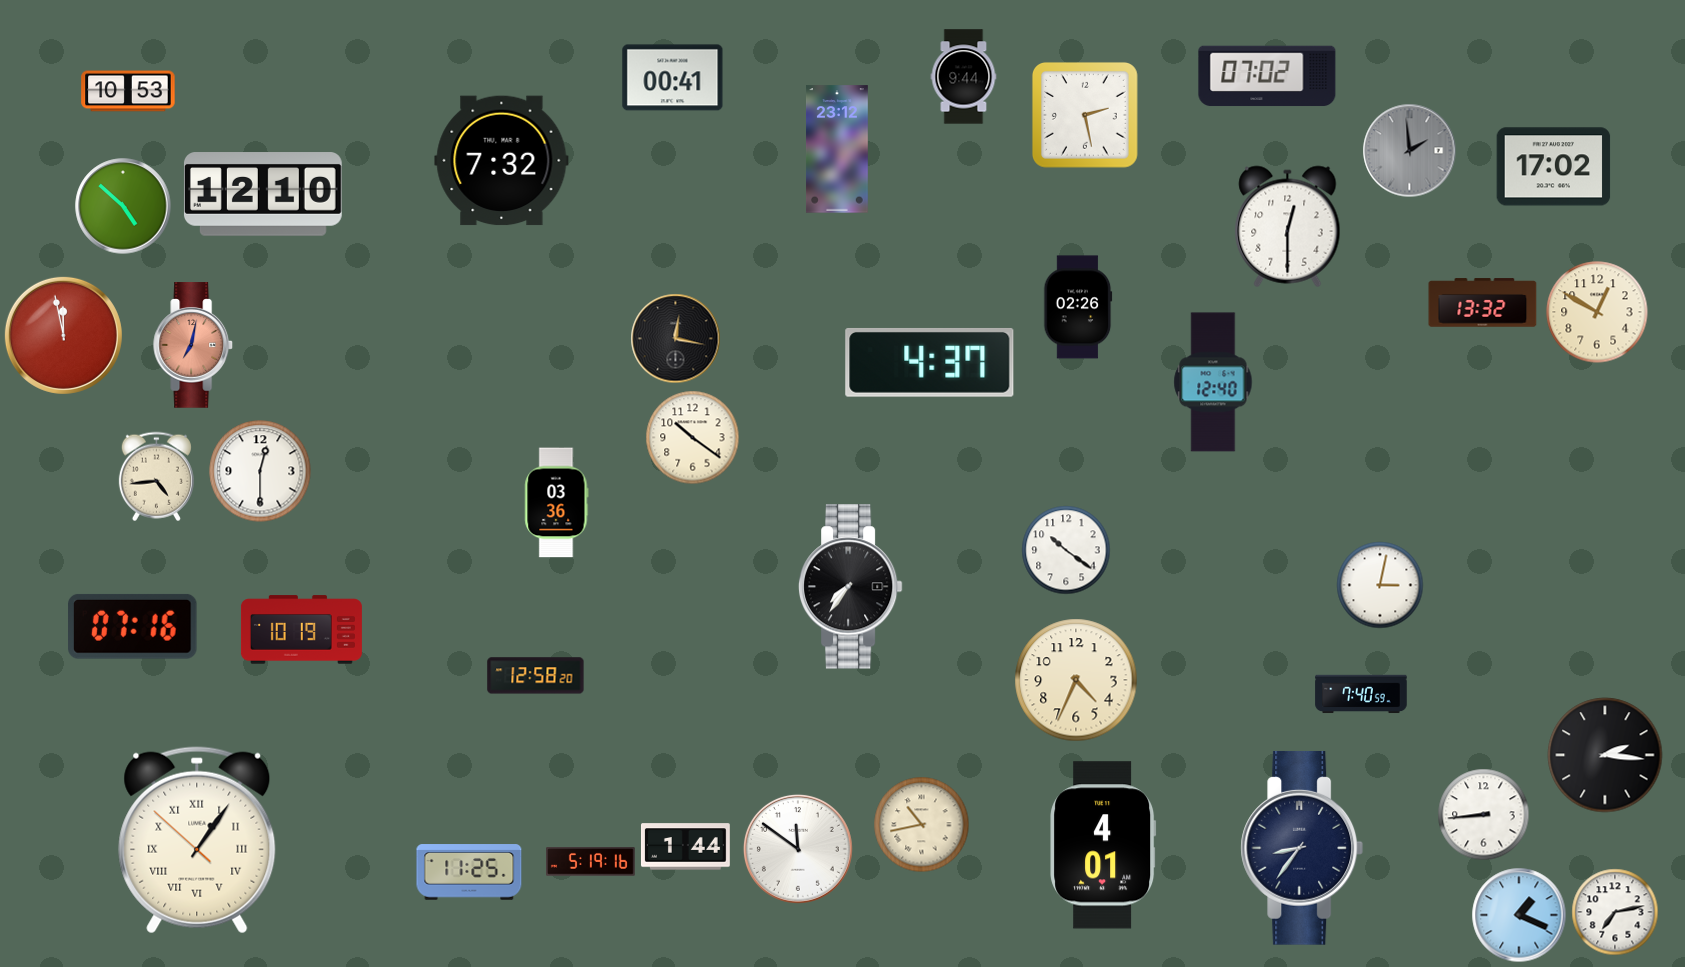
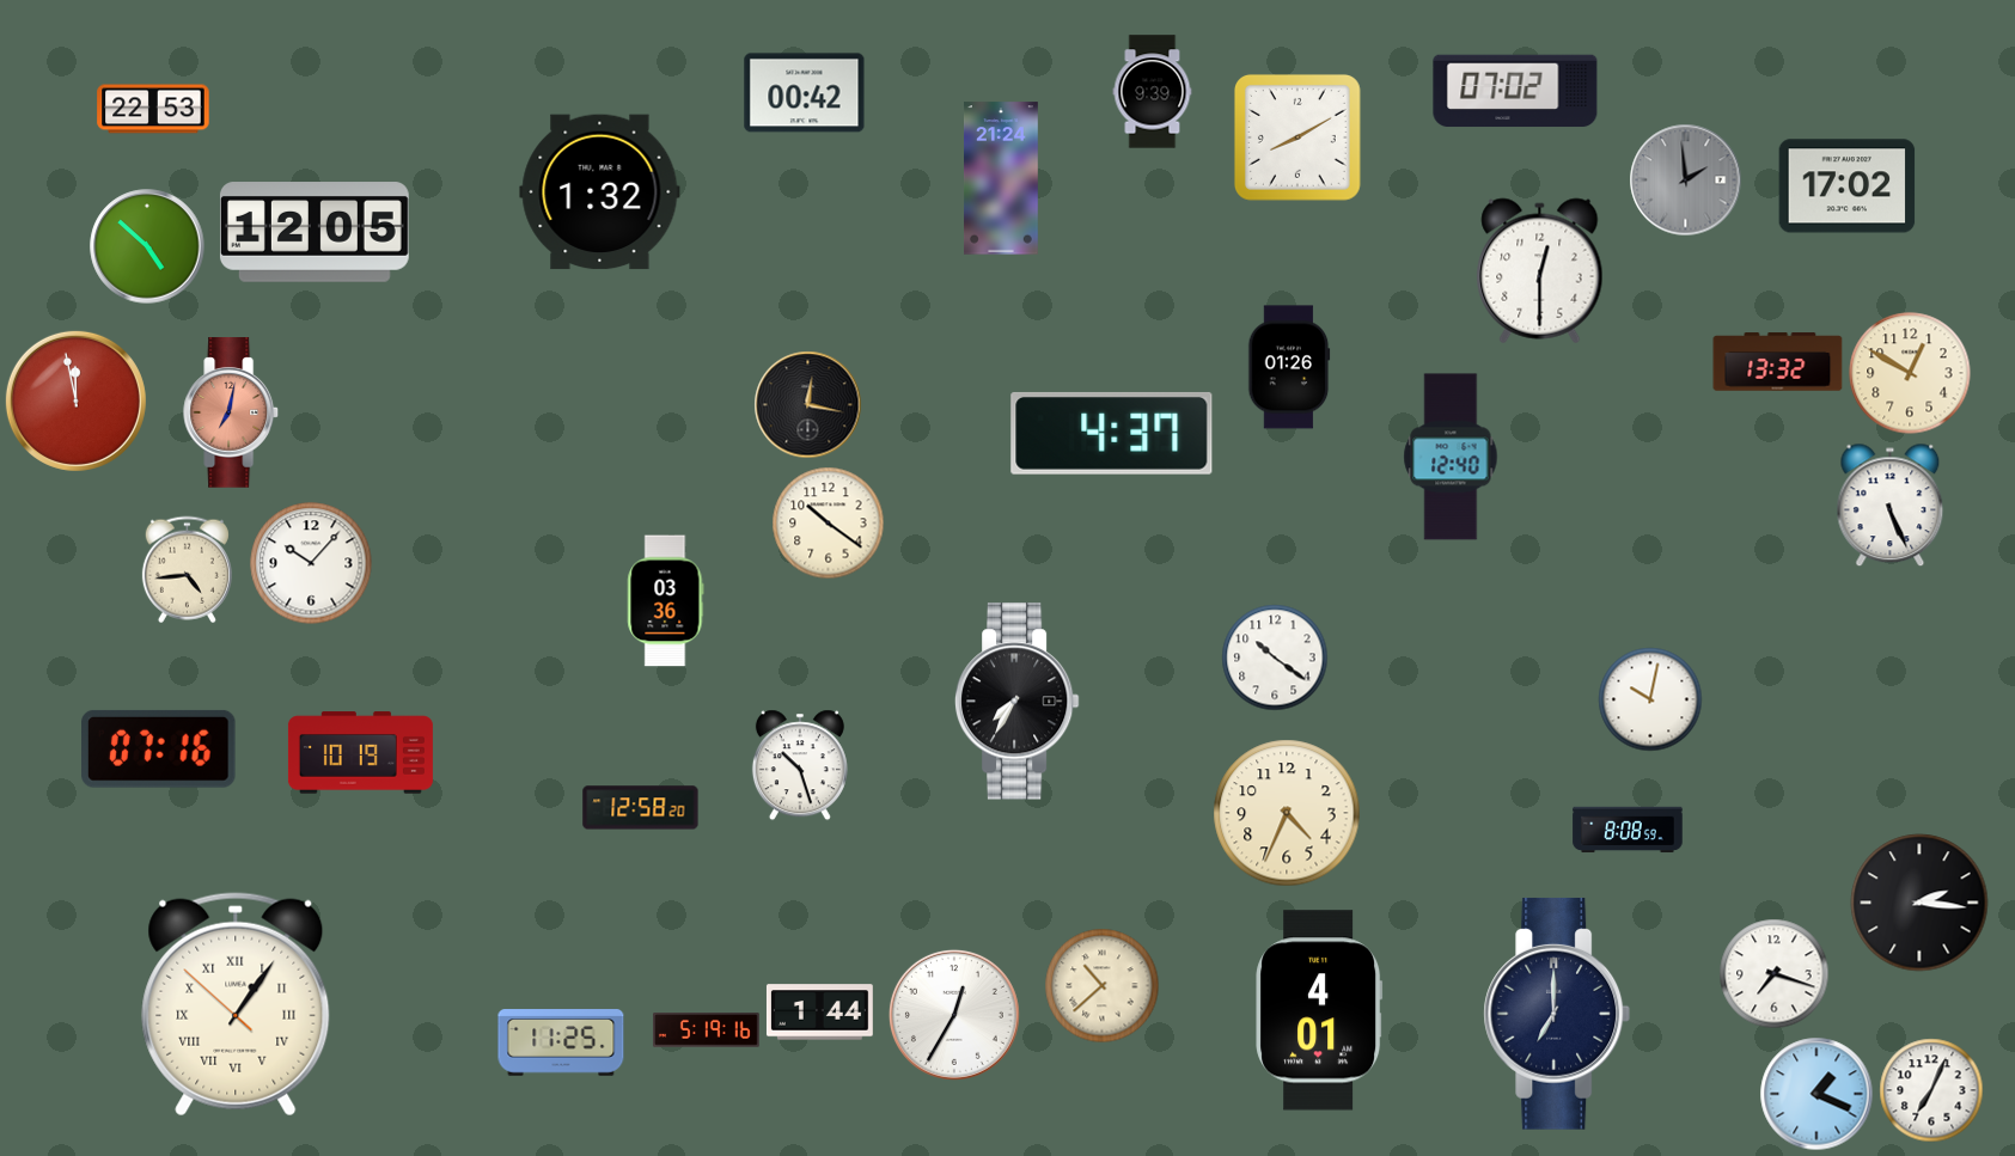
clock at (964, 77): 9:44 -> 9:39
clock at (673, 78): 00:41 -> 00:42
clock at (128, 91): 10:53 -> 22:53
clock at (1085, 115): 2:28 -> 8:10
clock at (838, 149): 23:12 -> 21:24
clock at (502, 161): 7:32 -> 1:32
clock at (1554, 167) position: (1554, 167) -> (1848, 186)
clock at (263, 194): 12:10 -> 12:05
clock at (1483, 303) position: (1483, 303) -> (1778, 362)
clock at (1078, 307): 02:26 -> 01:26
clock at (1891, 506): none -> 5:26
clock at (260, 471): 12:30 -> 10:07
clock at (1380, 585): 3:02 -> 10:02
clock at (850, 587): 7:36 -> 7:35
clock at (800, 765): none -> 10:27
clock at (1361, 694): 7:40 -> 8:08
clock at (1484, 815): 8:44 -> 7:18
clock at (922, 825): 10:43 -> 10:38
clock at (1302, 848): 8:36 -> 7:00
clock at (798, 849): 11:51 -> 12:35
clock at (1615, 912): 7:13 -> 7:04
